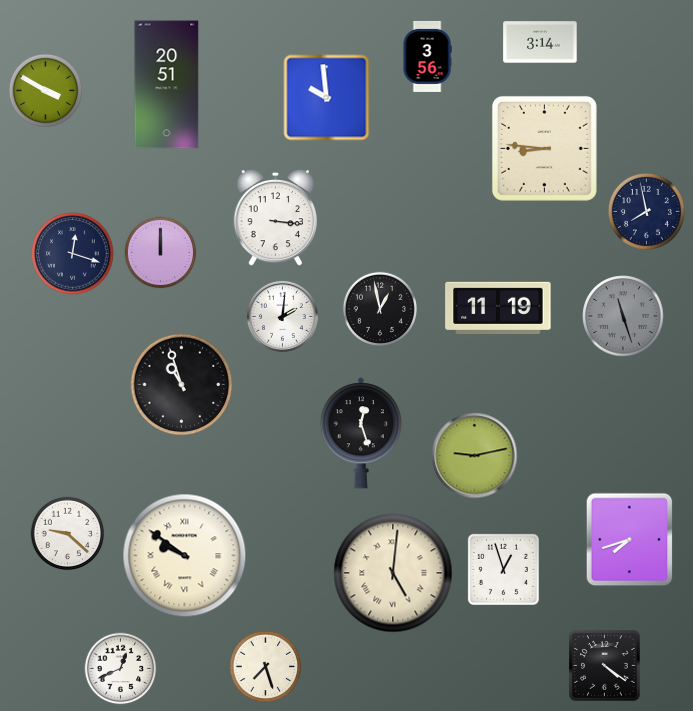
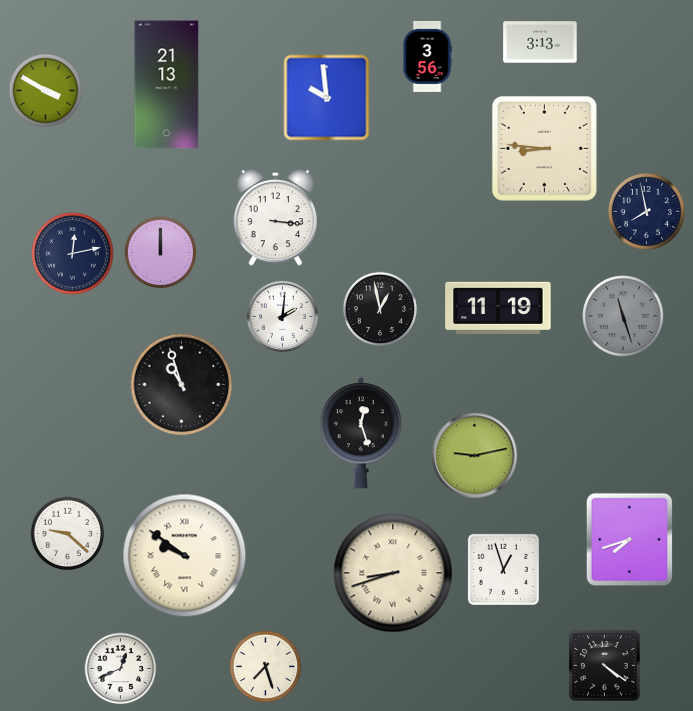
clock at (540, 42): 3:14 -> 3:13
clock at (167, 85): 20:51 -> 21:13
clock at (73, 254): 12:18 -> 12:13
clock at (393, 573): 5:01 -> 8:42
